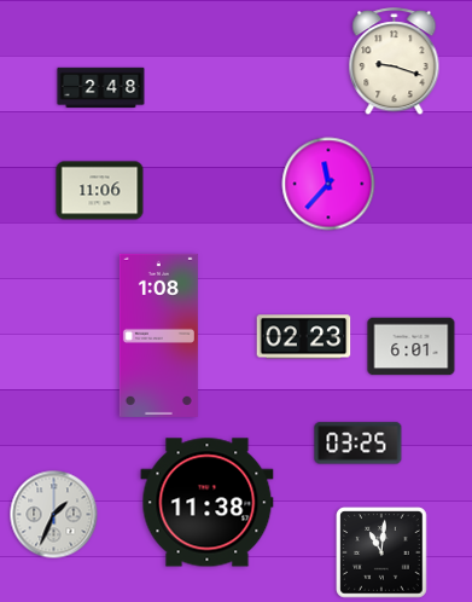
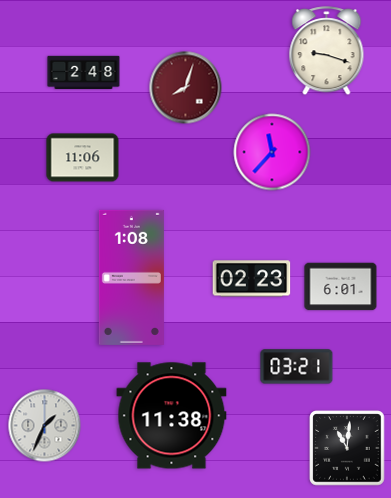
clock at (186, 88): none -> 8:03
clock at (359, 444): 03:25 -> 03:21
clock at (381, 552) position: (381, 552) -> (347, 448)
